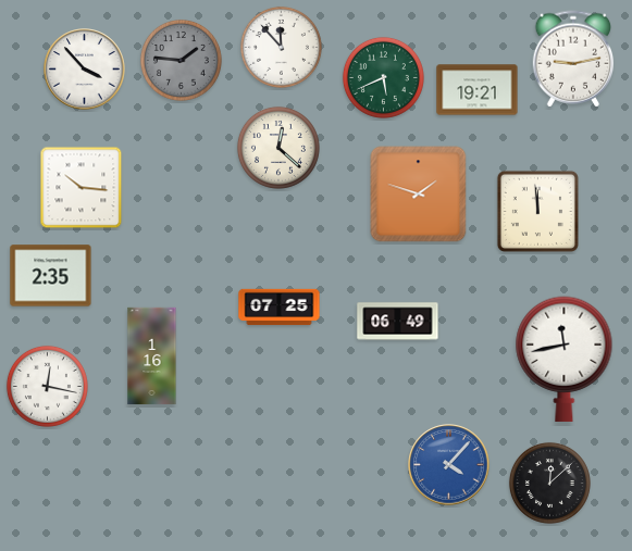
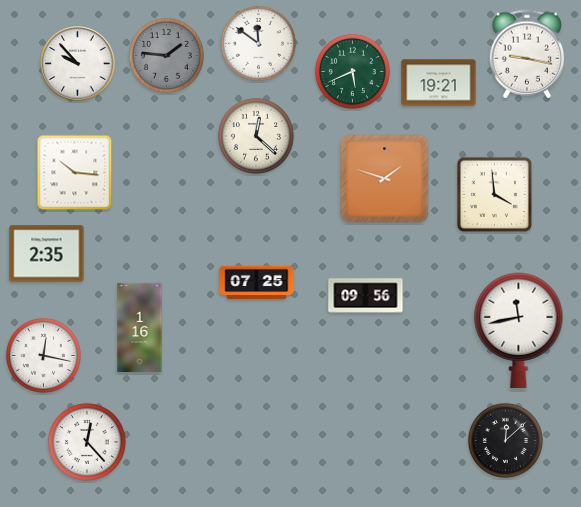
clock at (281, 47): 11:53 -> 11:51
clock at (573, 59): 9:13 -> 9:17
clock at (85, 70): 3:53 -> 9:53
clock at (537, 211): 11:59 -> 3:59
clock at (398, 322): 06:49 -> 09:56
clock at (449, 465): 4:07 -> none
clock at (87, 442): none -> 12:23
clock at (549, 483) position: (549, 483) -> (505, 440)
